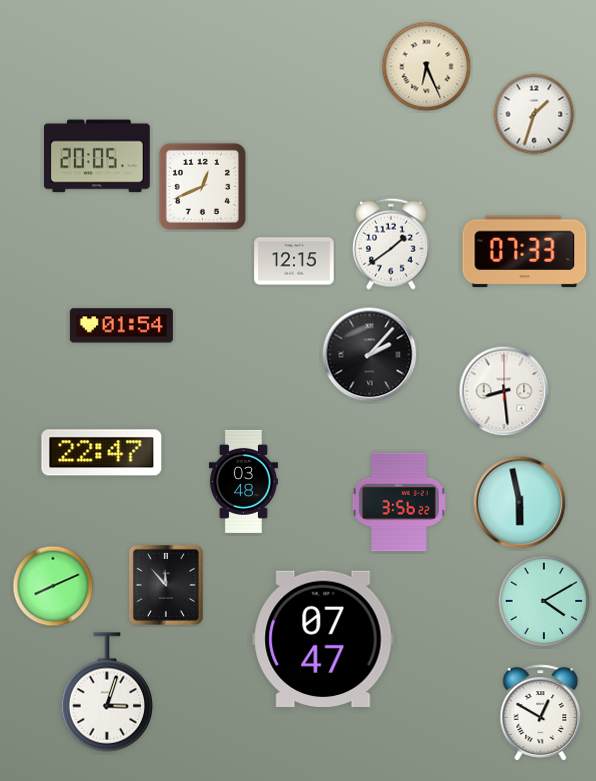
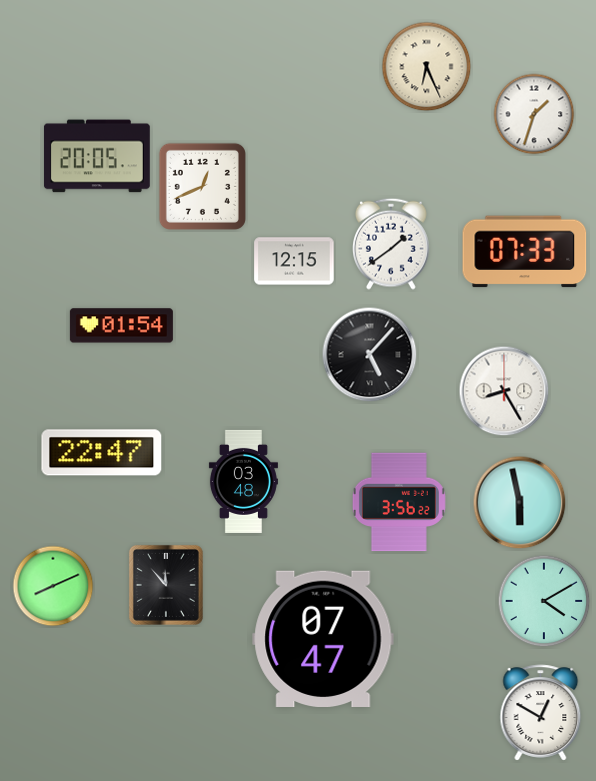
clock at (370, 355): 2:07 -> 5:07
clock at (504, 391): 8:29 -> 8:25
clock at (106, 692): 3:03 -> none
